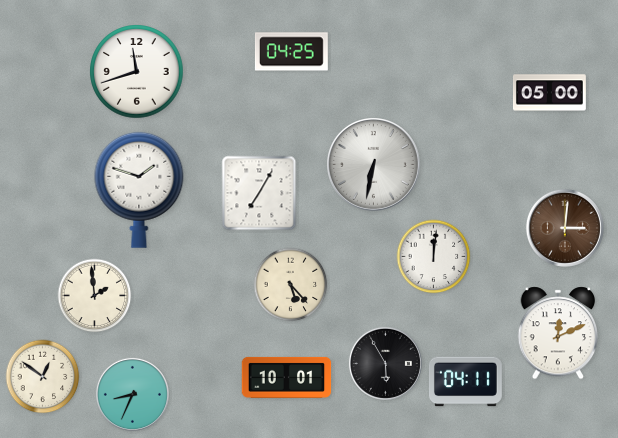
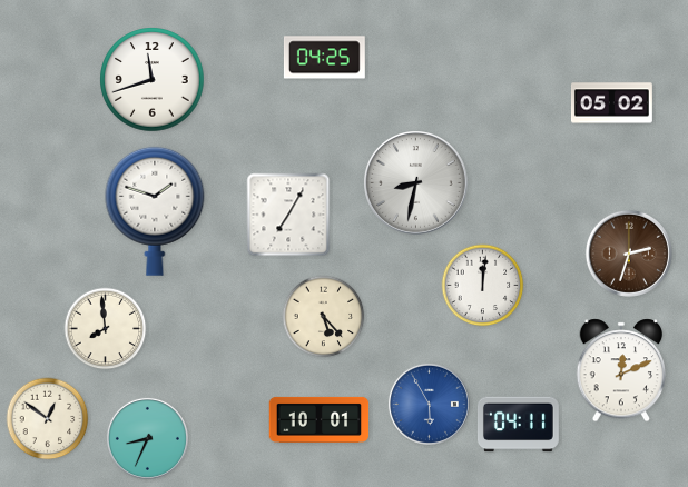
clock at (549, 93): 05:00 -> 05:02
clock at (374, 165): 6:32 -> 8:32
clock at (565, 228): 3:01 -> 2:33
clock at (95, 296): 1:59 -> 7:59
clock at (385, 363) dial: black -> blue
